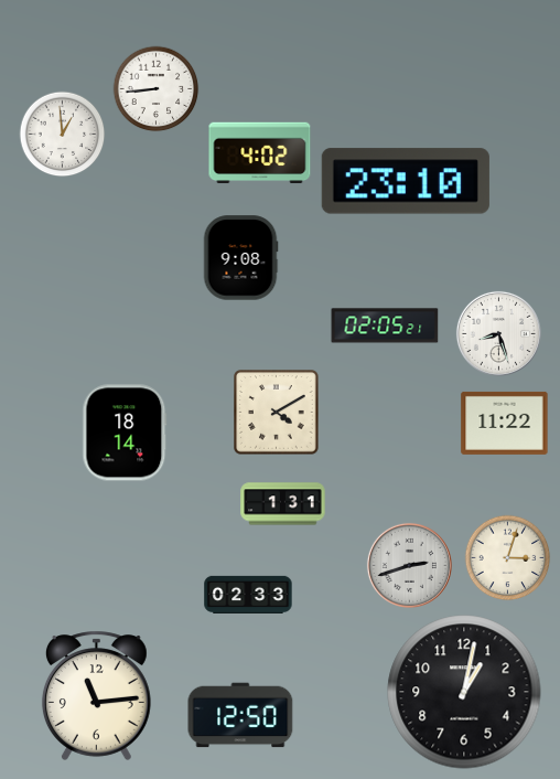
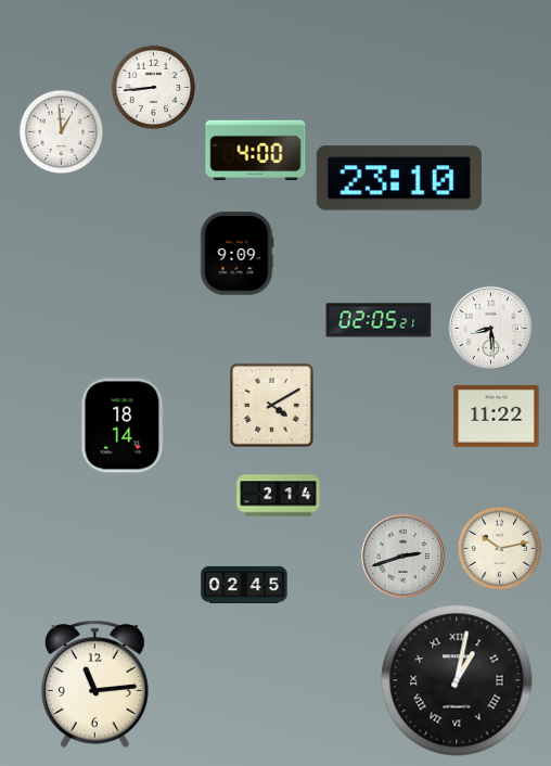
clock at (260, 153): 4:02 -> 4:00
clock at (240, 258): 9:08 -> 9:09
clock at (498, 333): 8:27 -> 8:29
clock at (283, 504): 1:31 -> 2:14
clock at (507, 557): 3:03 -> 10:13
clock at (248, 595): 02:33 -> 02:45
clock at (464, 692) numerals: Arabic -> Roman
clock at (240, 715): 12:50 -> none
